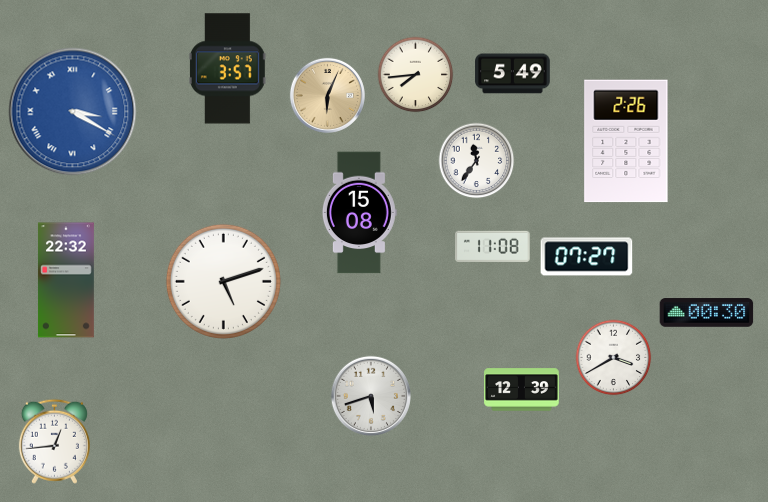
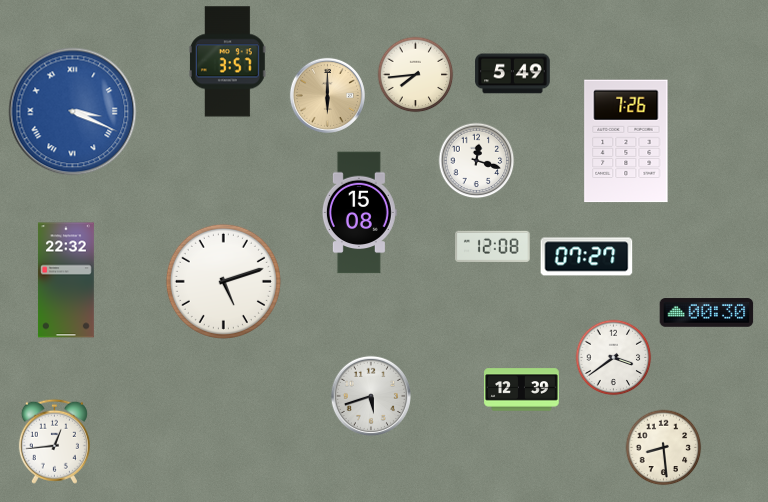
clock at (227, 69) position: (227, 69) -> (227, 62)
clock at (327, 95): 6:04 -> 6:00
clock at (73, 112): 3:20 -> 3:19
clock at (626, 141): 2:26 -> 7:26
clock at (477, 161): 11:36 -> 12:18
clock at (493, 246): 11:08 -> 12:08
clock at (614, 358): 3:40 -> 3:39
clock at (664, 448): none -> 8:29
